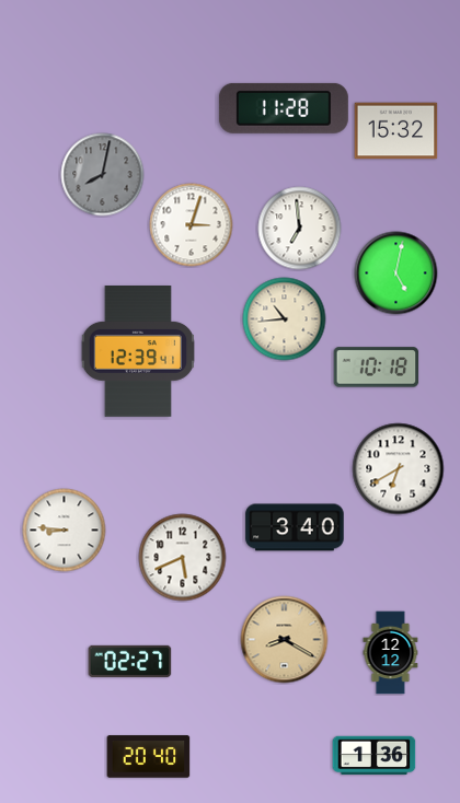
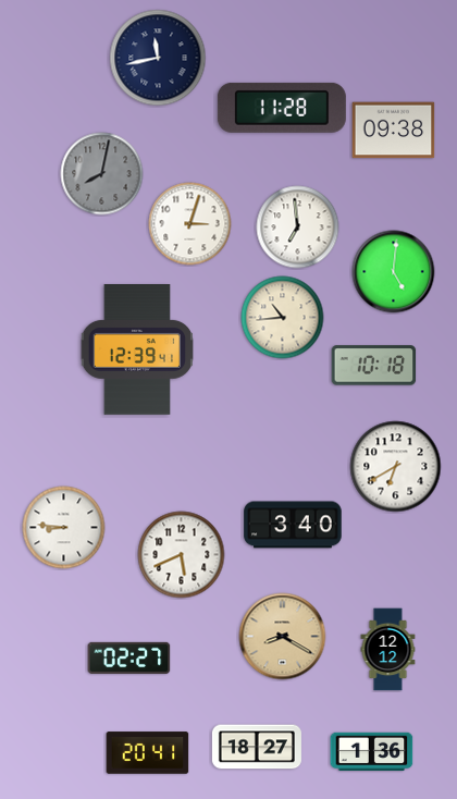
clock at (158, 58): none -> 11:43
clock at (396, 131): 15:32 -> 09:38
clock at (396, 274): 5:02 -> 5:01
clock at (257, 747): none -> 18:27
clock at (149, 757): 20:40 -> 20:41
